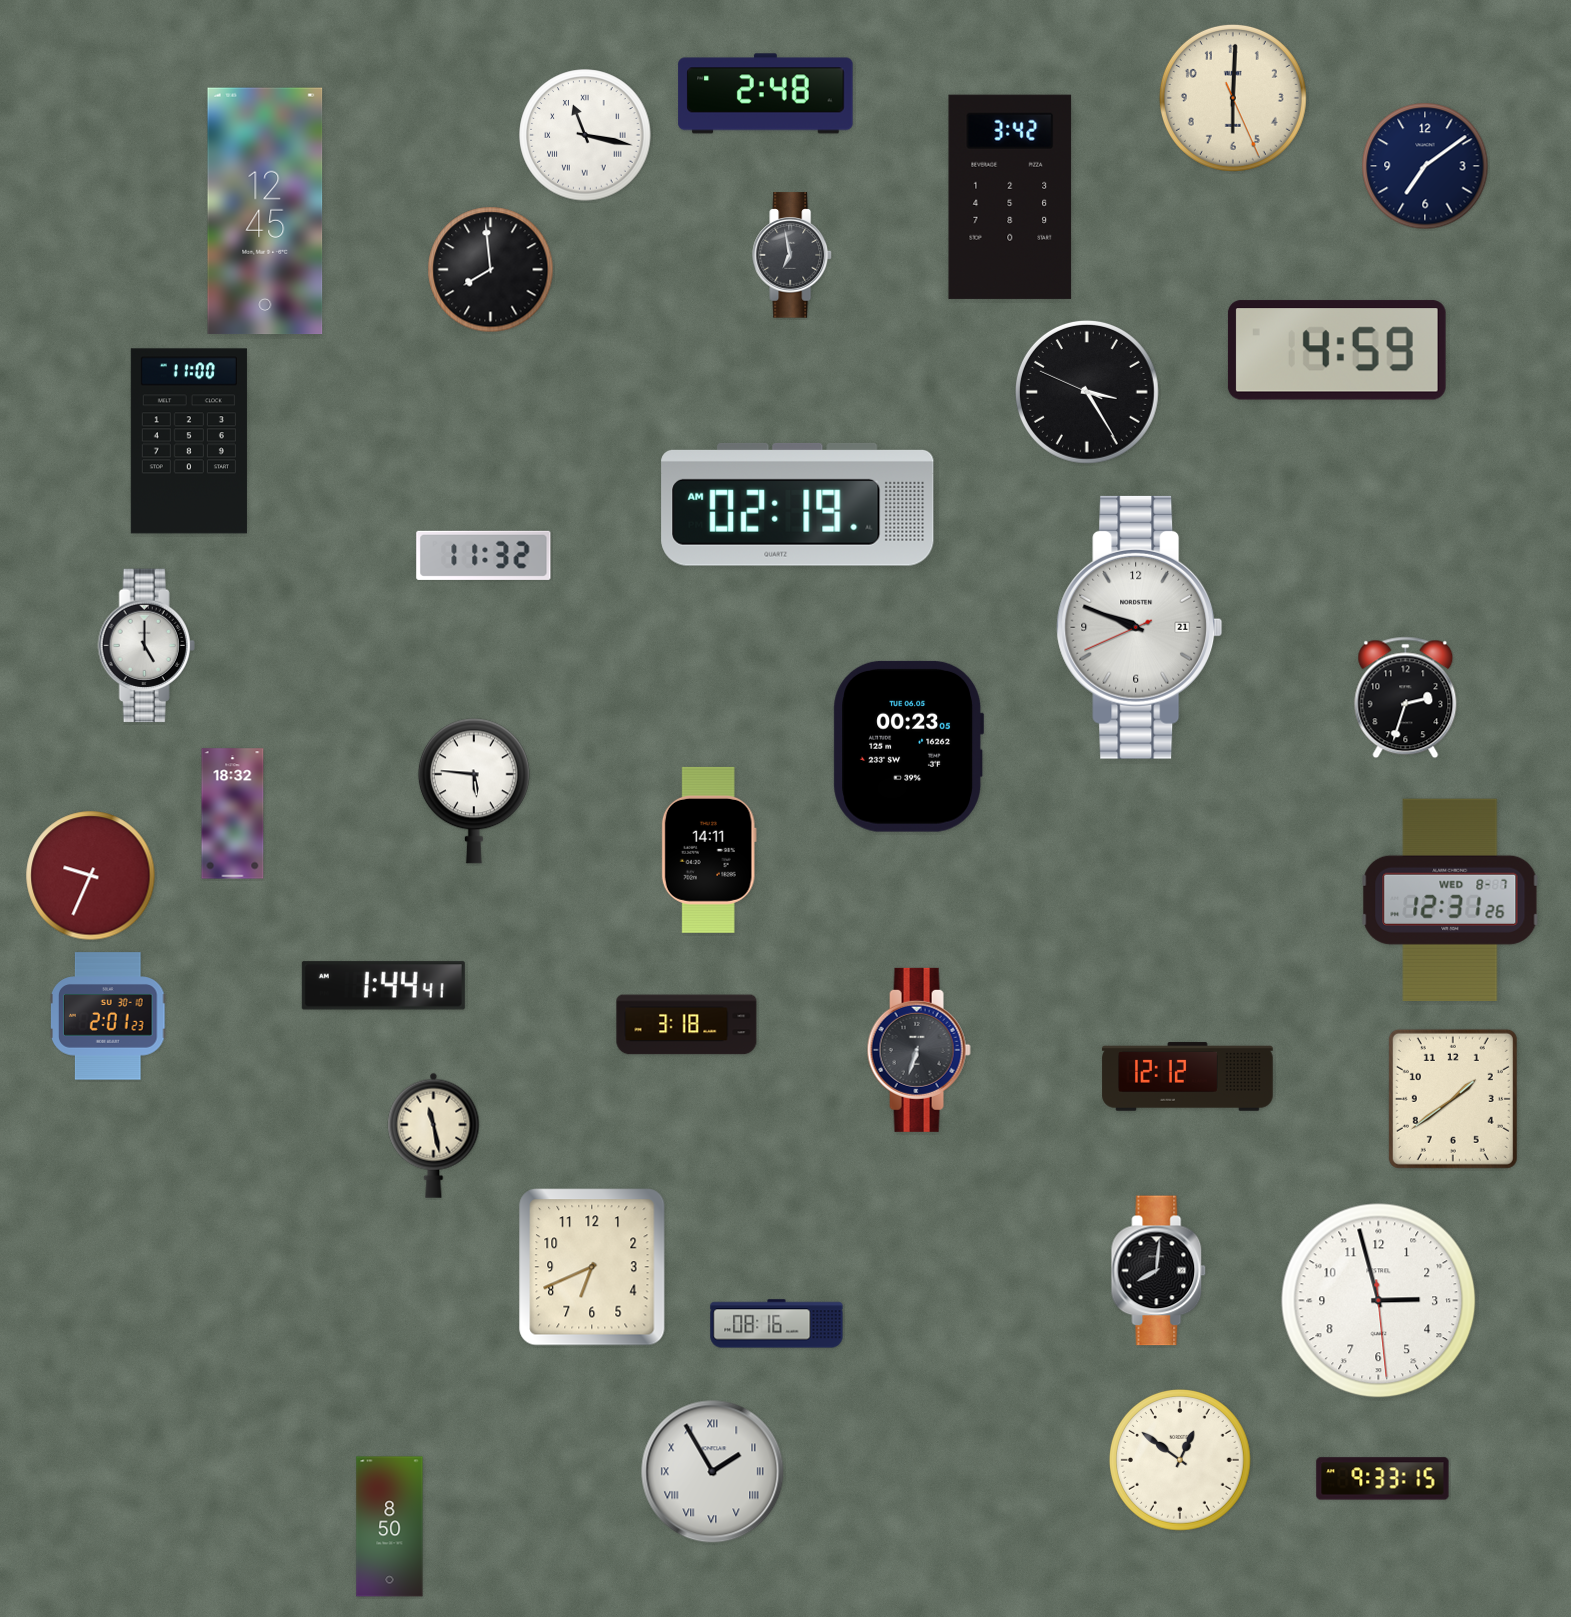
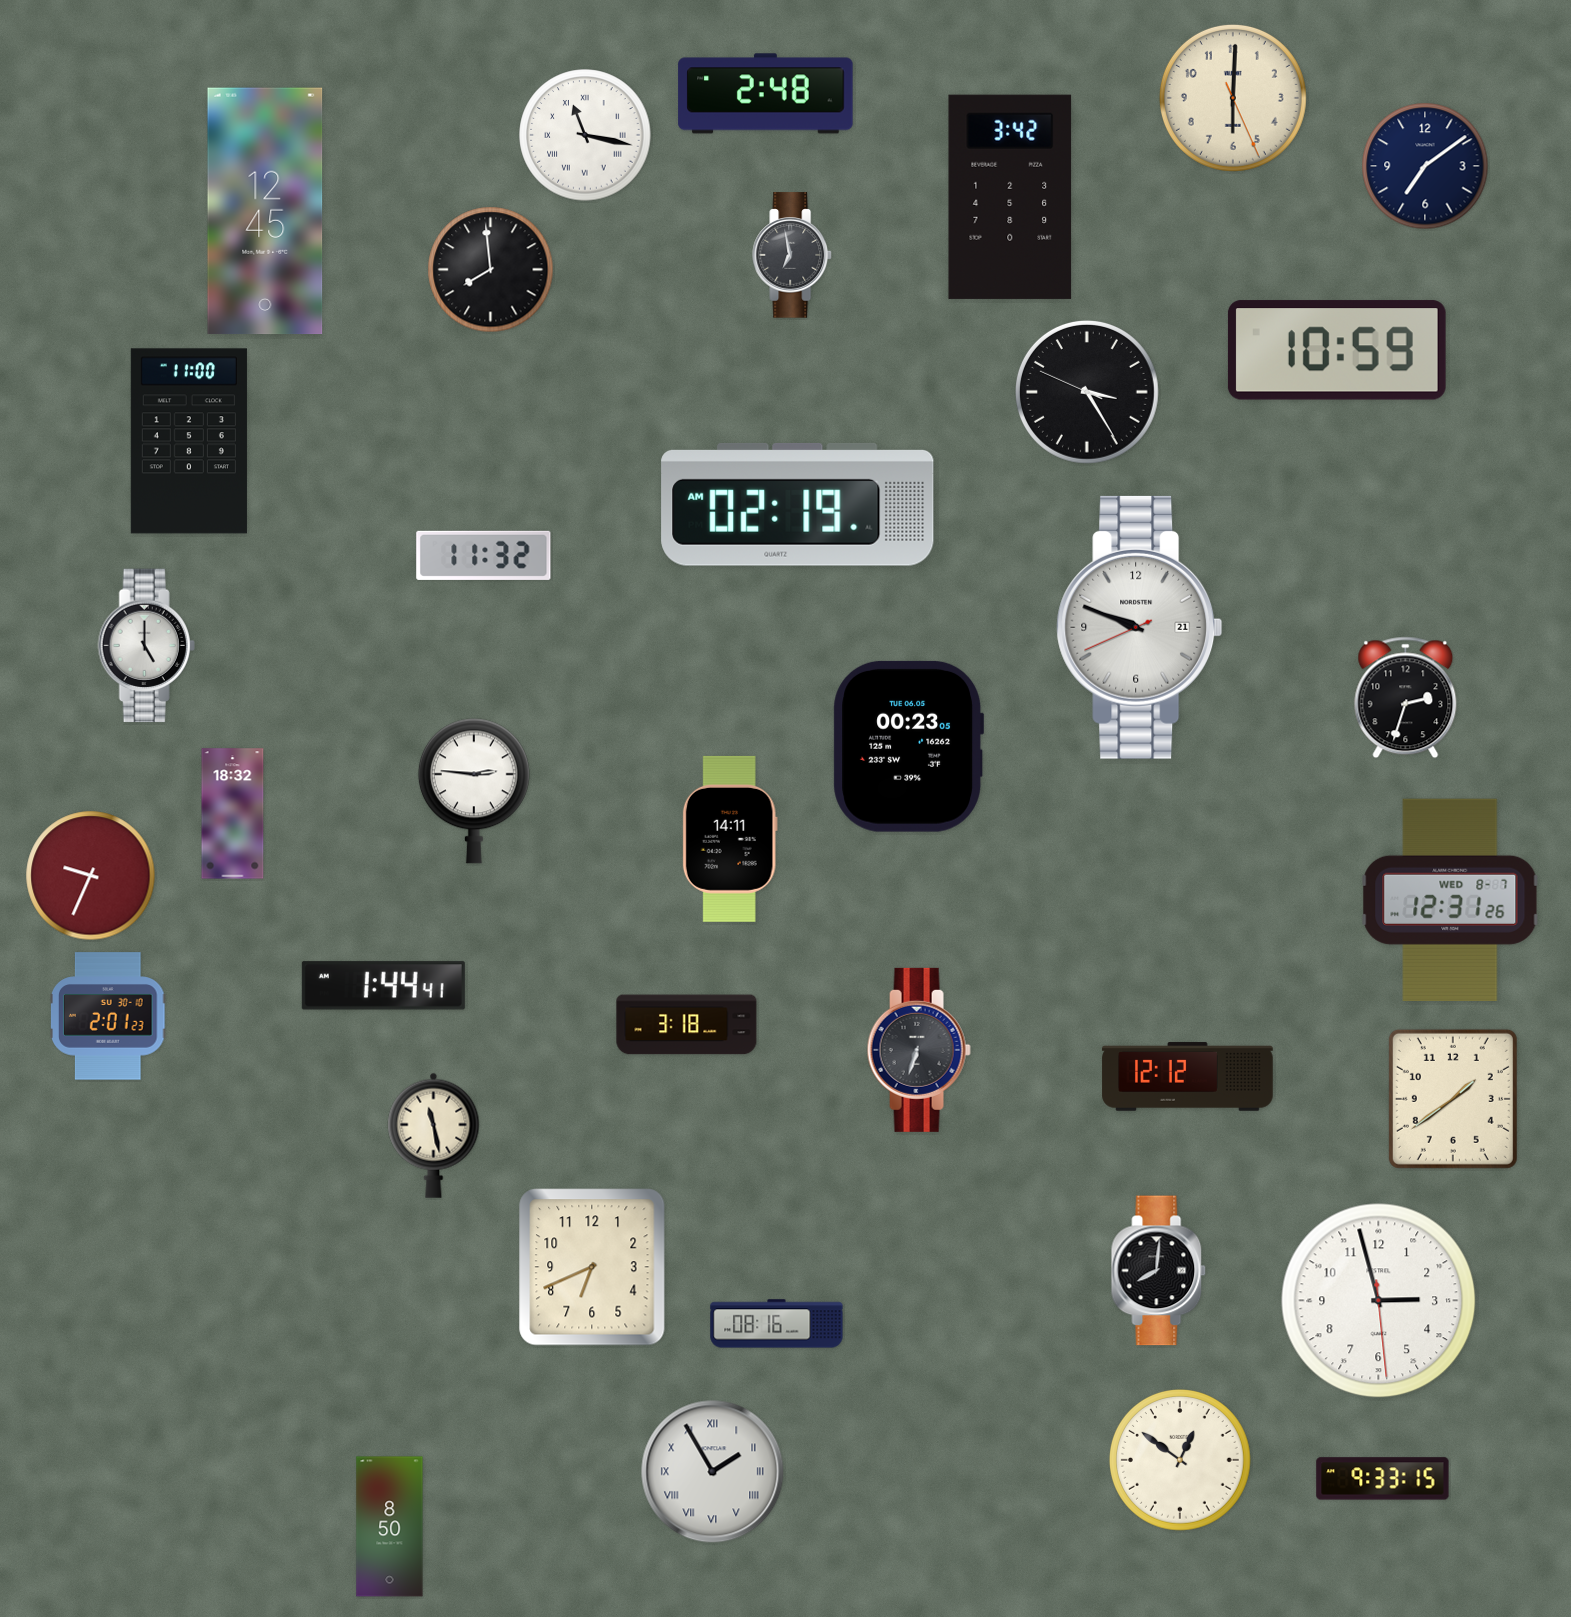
clock at (1337, 350): 4:59 -> 10:59
clock at (474, 791): 5:46 -> 2:46
clock at (709, 850) position: (709, 850) -> (730, 839)
